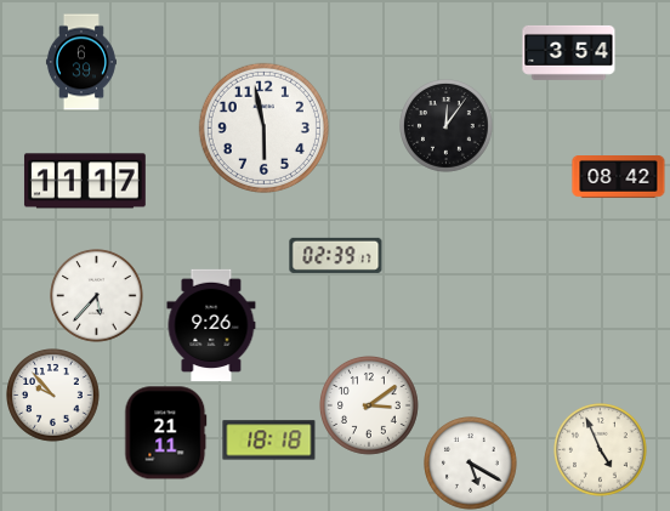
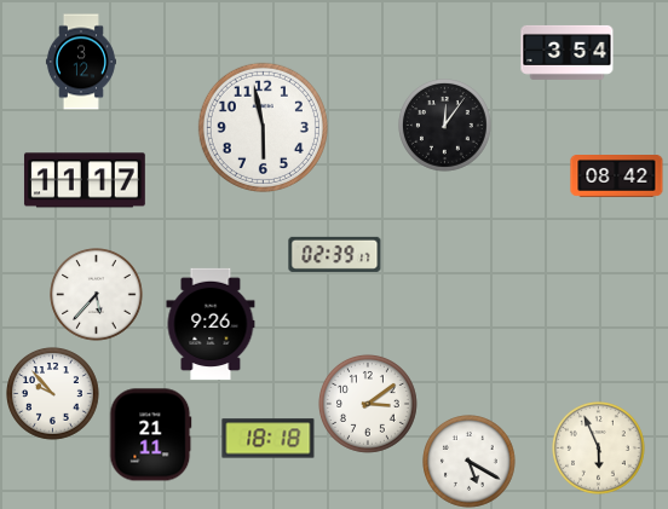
clock at (81, 62): 6:39 -> 3:12
clock at (166, 433) position: (166, 433) -> (151, 435)
clock at (601, 450): 4:56 -> 5:56
